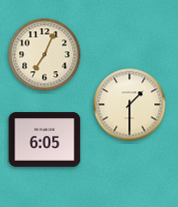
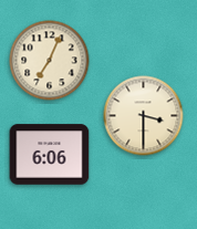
clock at (130, 105): 1:30 -> 3:30
clock at (45, 140): 6:05 -> 6:06
